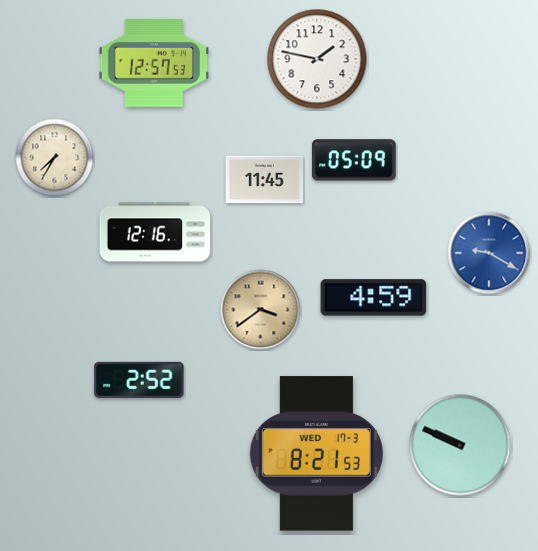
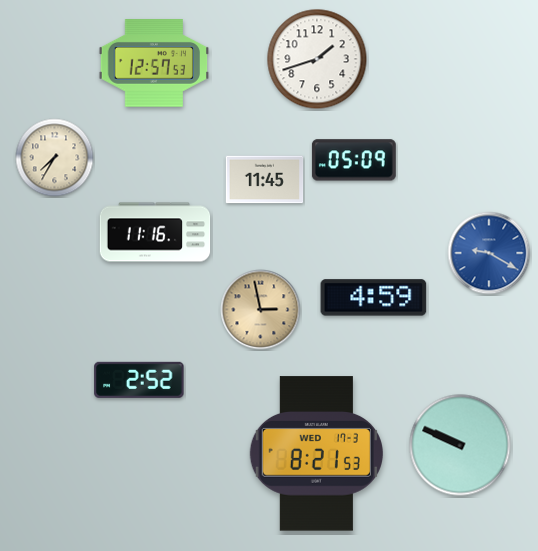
clock at (317, 59): 1:47 -> 1:42
clock at (155, 232): 12:16 -> 11:16
clock at (261, 310): 3:39 -> 2:58
